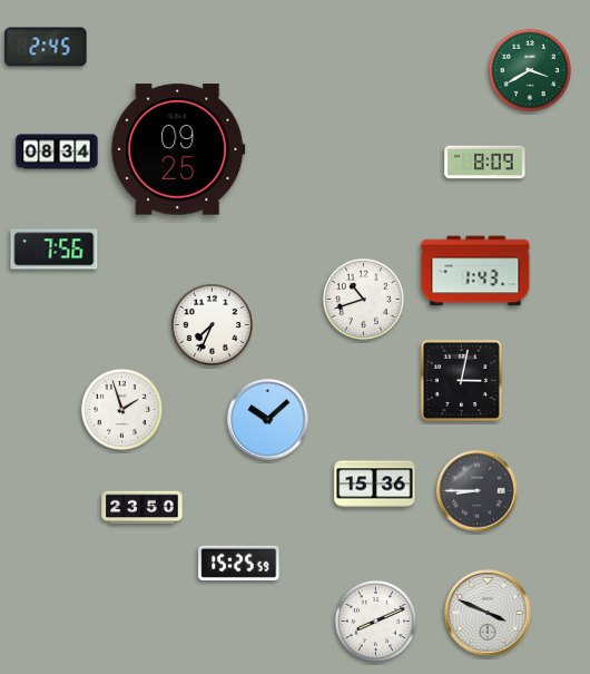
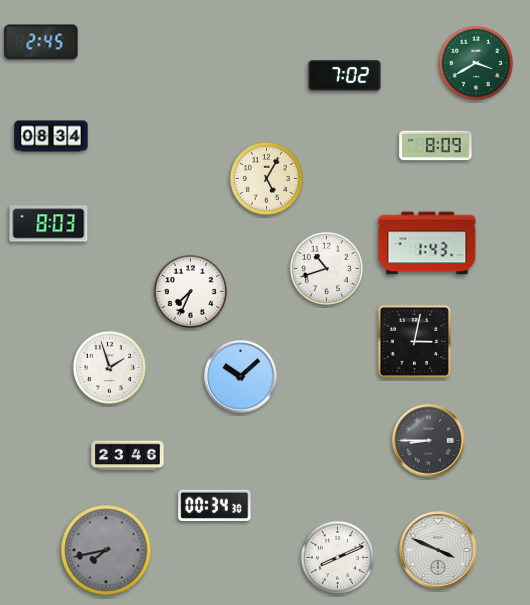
clock at (345, 76): none -> 7:02
clock at (178, 149): 09:25 -> none
clock at (266, 178): none -> 5:05
clock at (55, 250): 7:56 -> 8:03
clock at (375, 485): 15:36 -> none
clock at (142, 508): 23:50 -> 23:46
clock at (239, 563): 15:25 -> 00:34
clock at (106, 550): none -> 7:43
